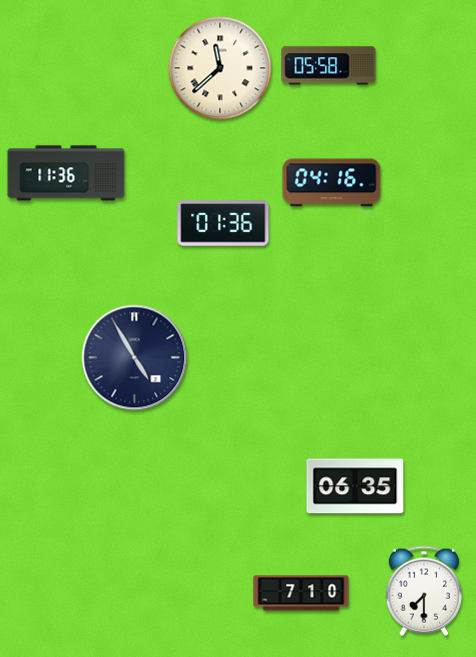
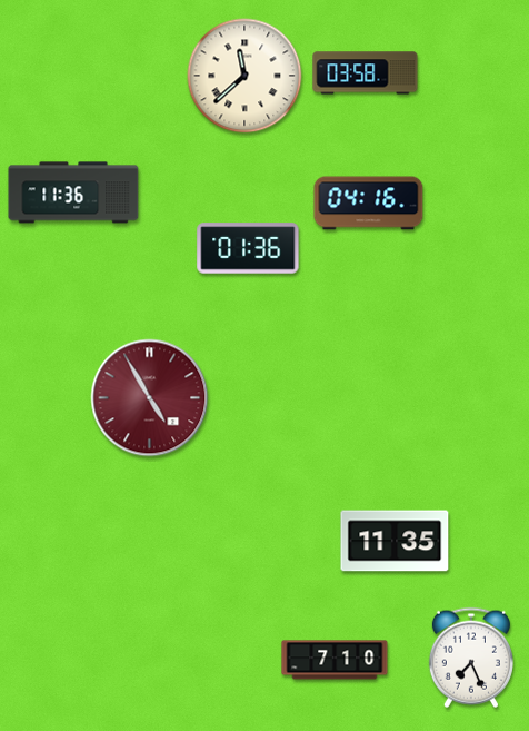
clock at (329, 66): 05:58 -> 03:58
clock at (135, 358) dial: navy -> burgundy
clock at (355, 486): 06:35 -> 11:35
clock at (424, 591): 7:30 -> 7:26
